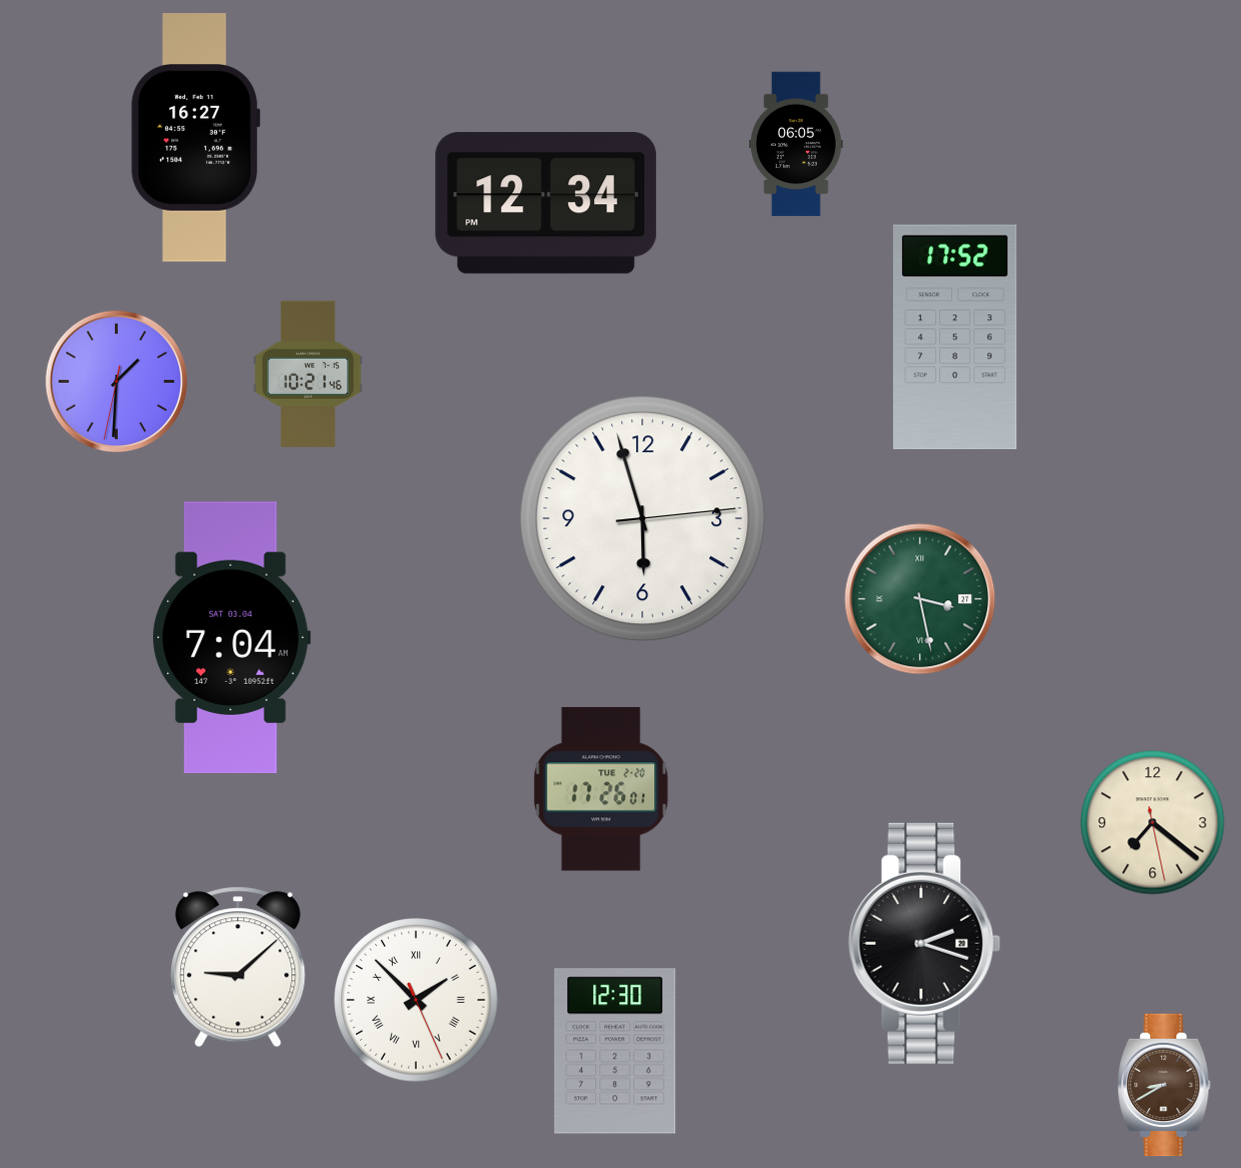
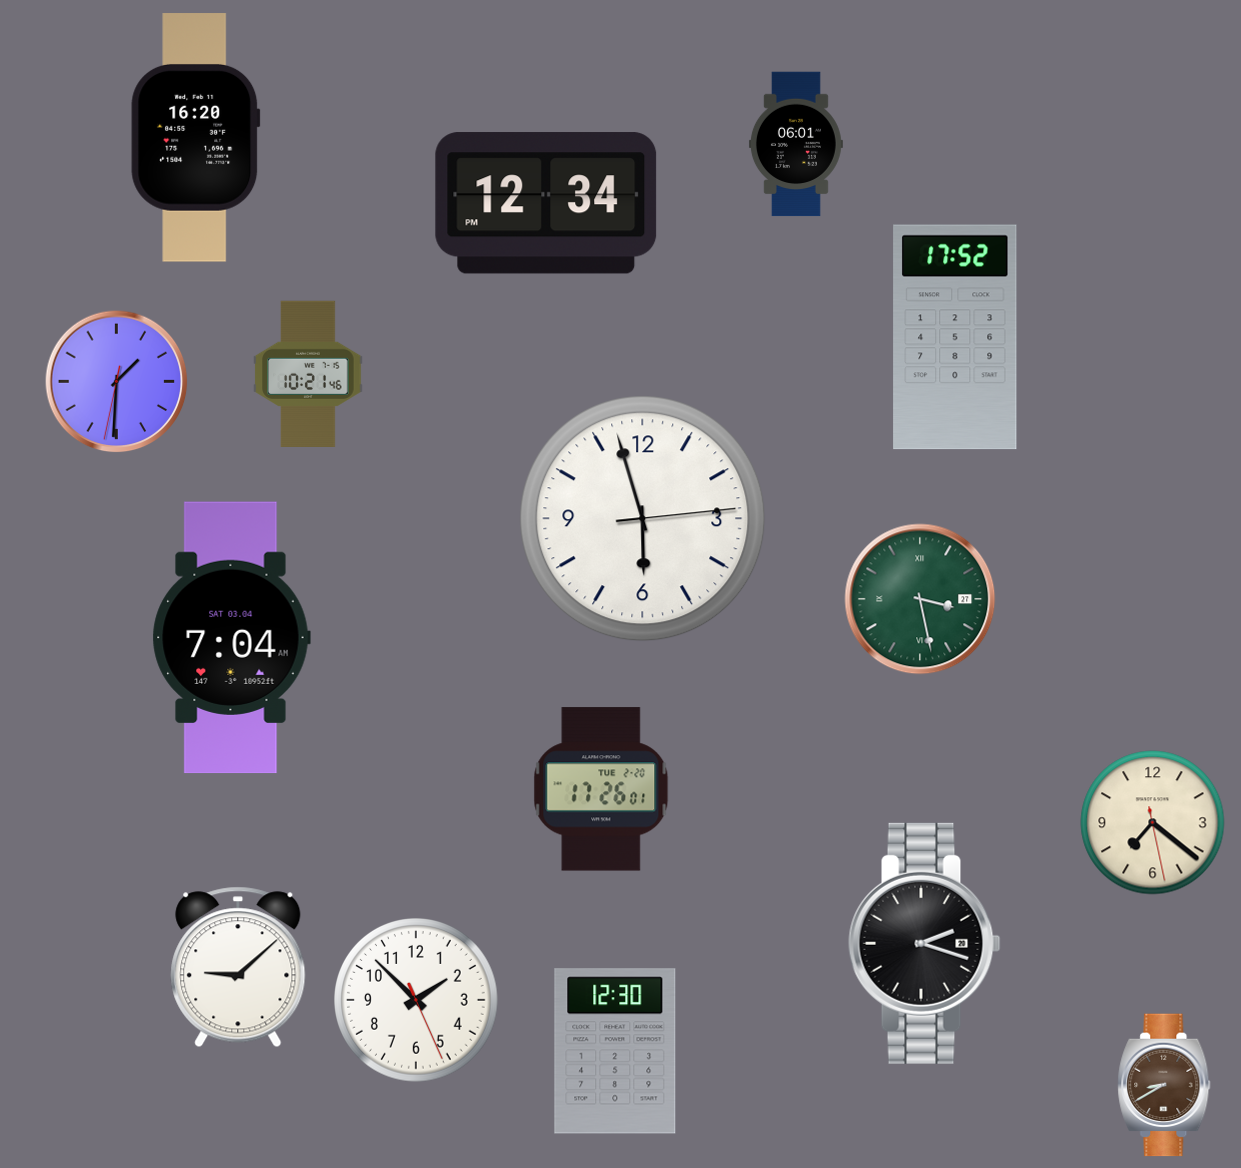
clock at (196, 138): 16:27 -> 16:20
clock at (796, 144): 06:05 -> 06:01
clock at (417, 1001) numerals: Roman -> Arabic
